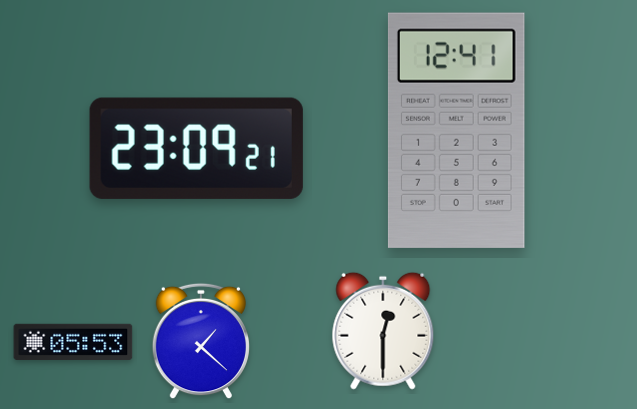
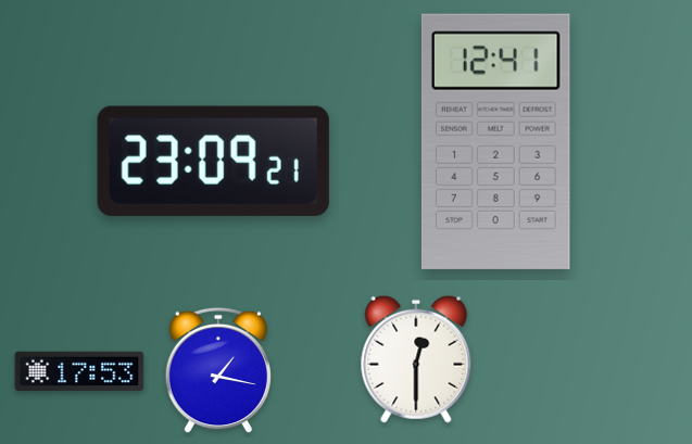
clock at (201, 341): 1:22 -> 1:17
clock at (73, 342): 05:53 -> 17:53
